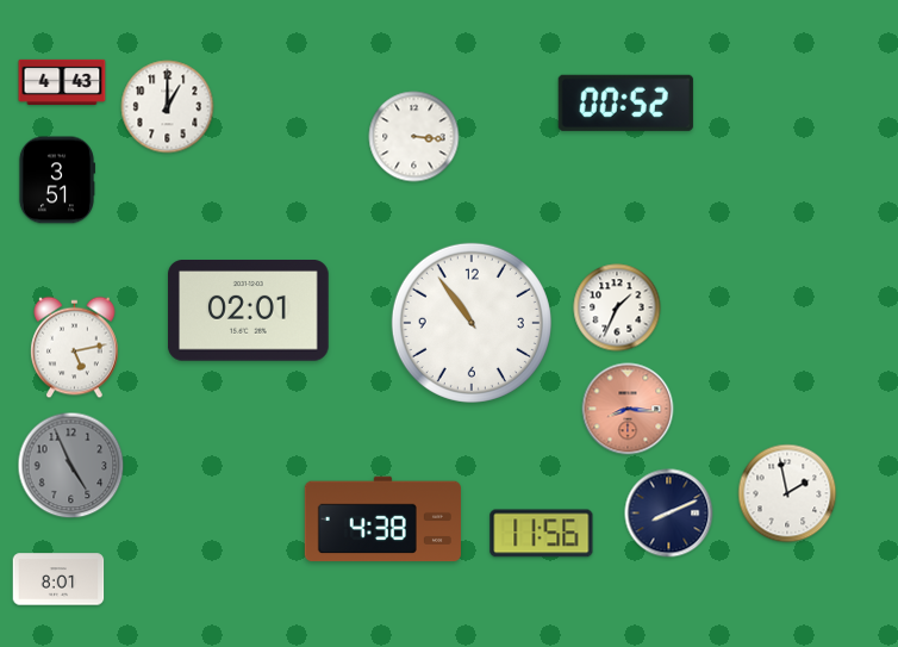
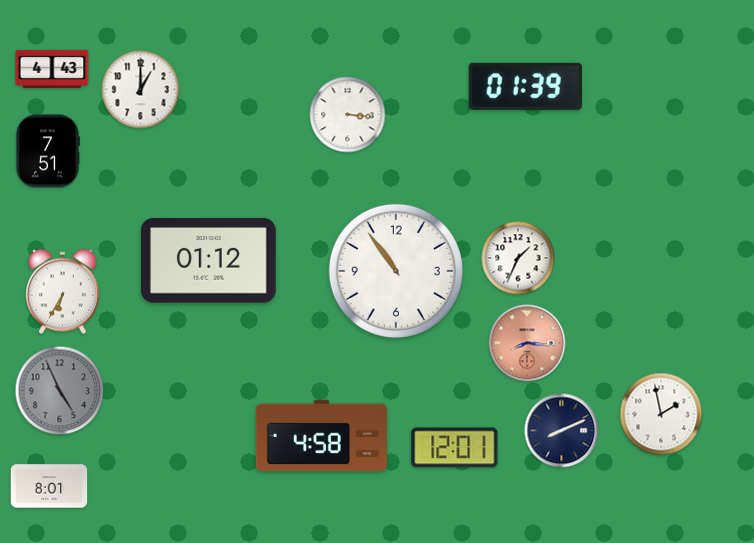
clock at (625, 102): 00:52 -> 01:39
clock at (56, 180): 3:51 -> 7:51
clock at (248, 311): 02:01 -> 01:12
clock at (75, 348): 5:13 -> 6:35
clock at (382, 520): 4:38 -> 4:58
clock at (542, 534): 11:56 -> 12:01
